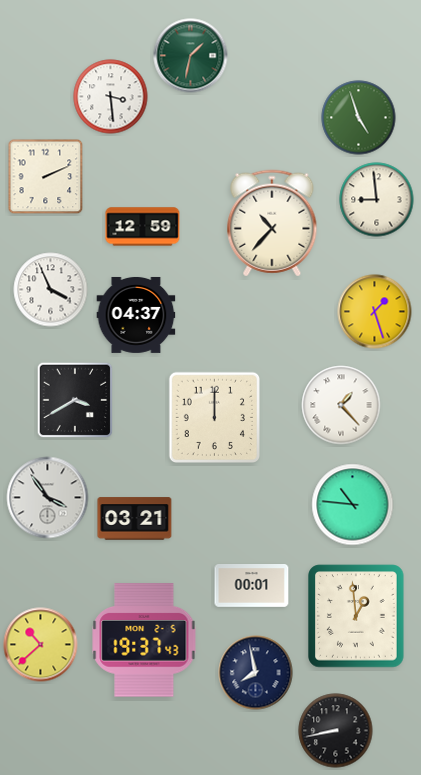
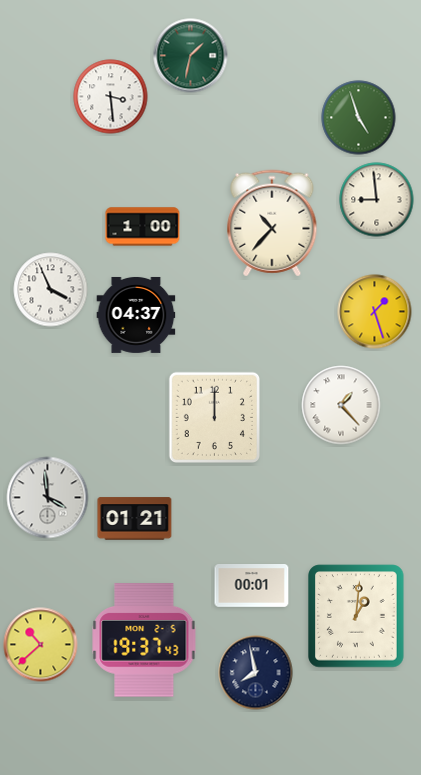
clock at (46, 177): 2:11 -> none
clock at (143, 227): 12:59 -> 1:00
clock at (75, 400): 3:40 -> none
clock at (48, 498): 3:54 -> 3:59
clock at (353, 505): 10:46 -> none
clock at (135, 519): 03:21 -> 01:21
clock at (356, 616): 12:59 -> 1:01
clock at (336, 731): 8:43 -> none
